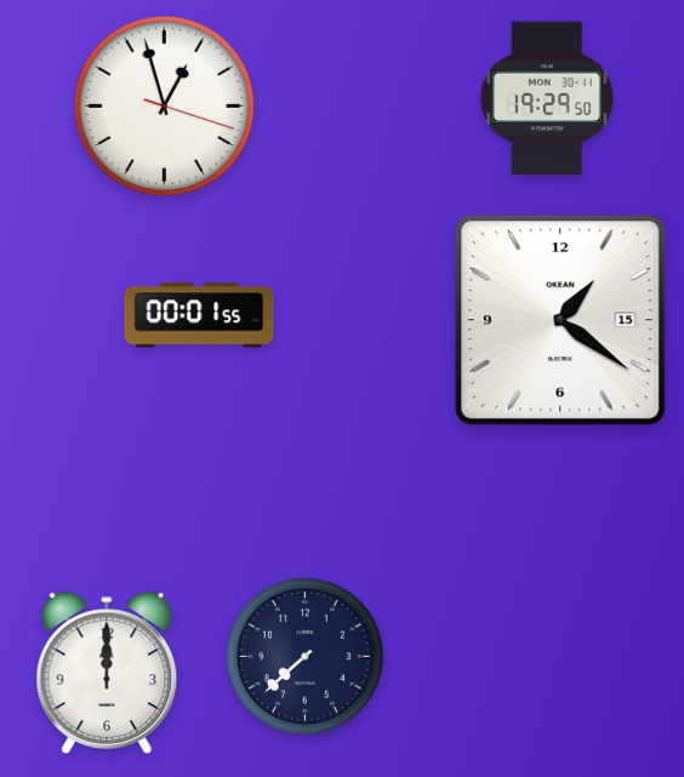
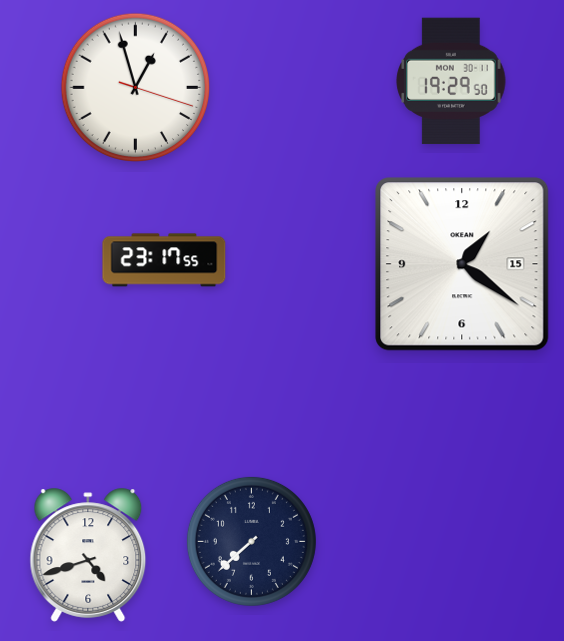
clock at (199, 315): 00:01 -> 23:17
clock at (107, 673): 12:00 -> 4:42
